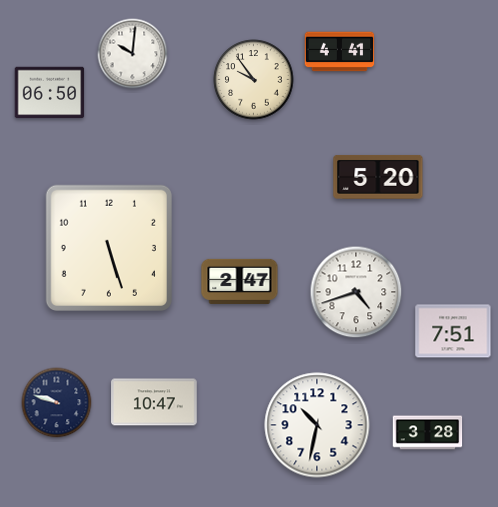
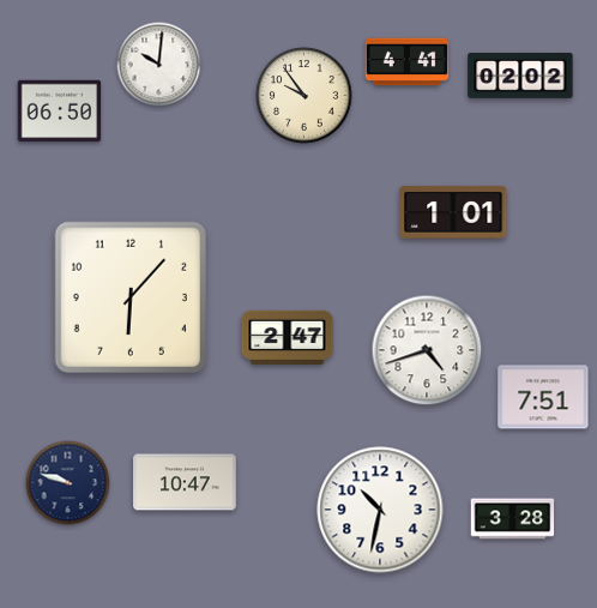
clock at (520, 76): none -> 02:02
clock at (378, 177): 5:20 -> 1:01
clock at (109, 248): 5:27 -> 6:07
